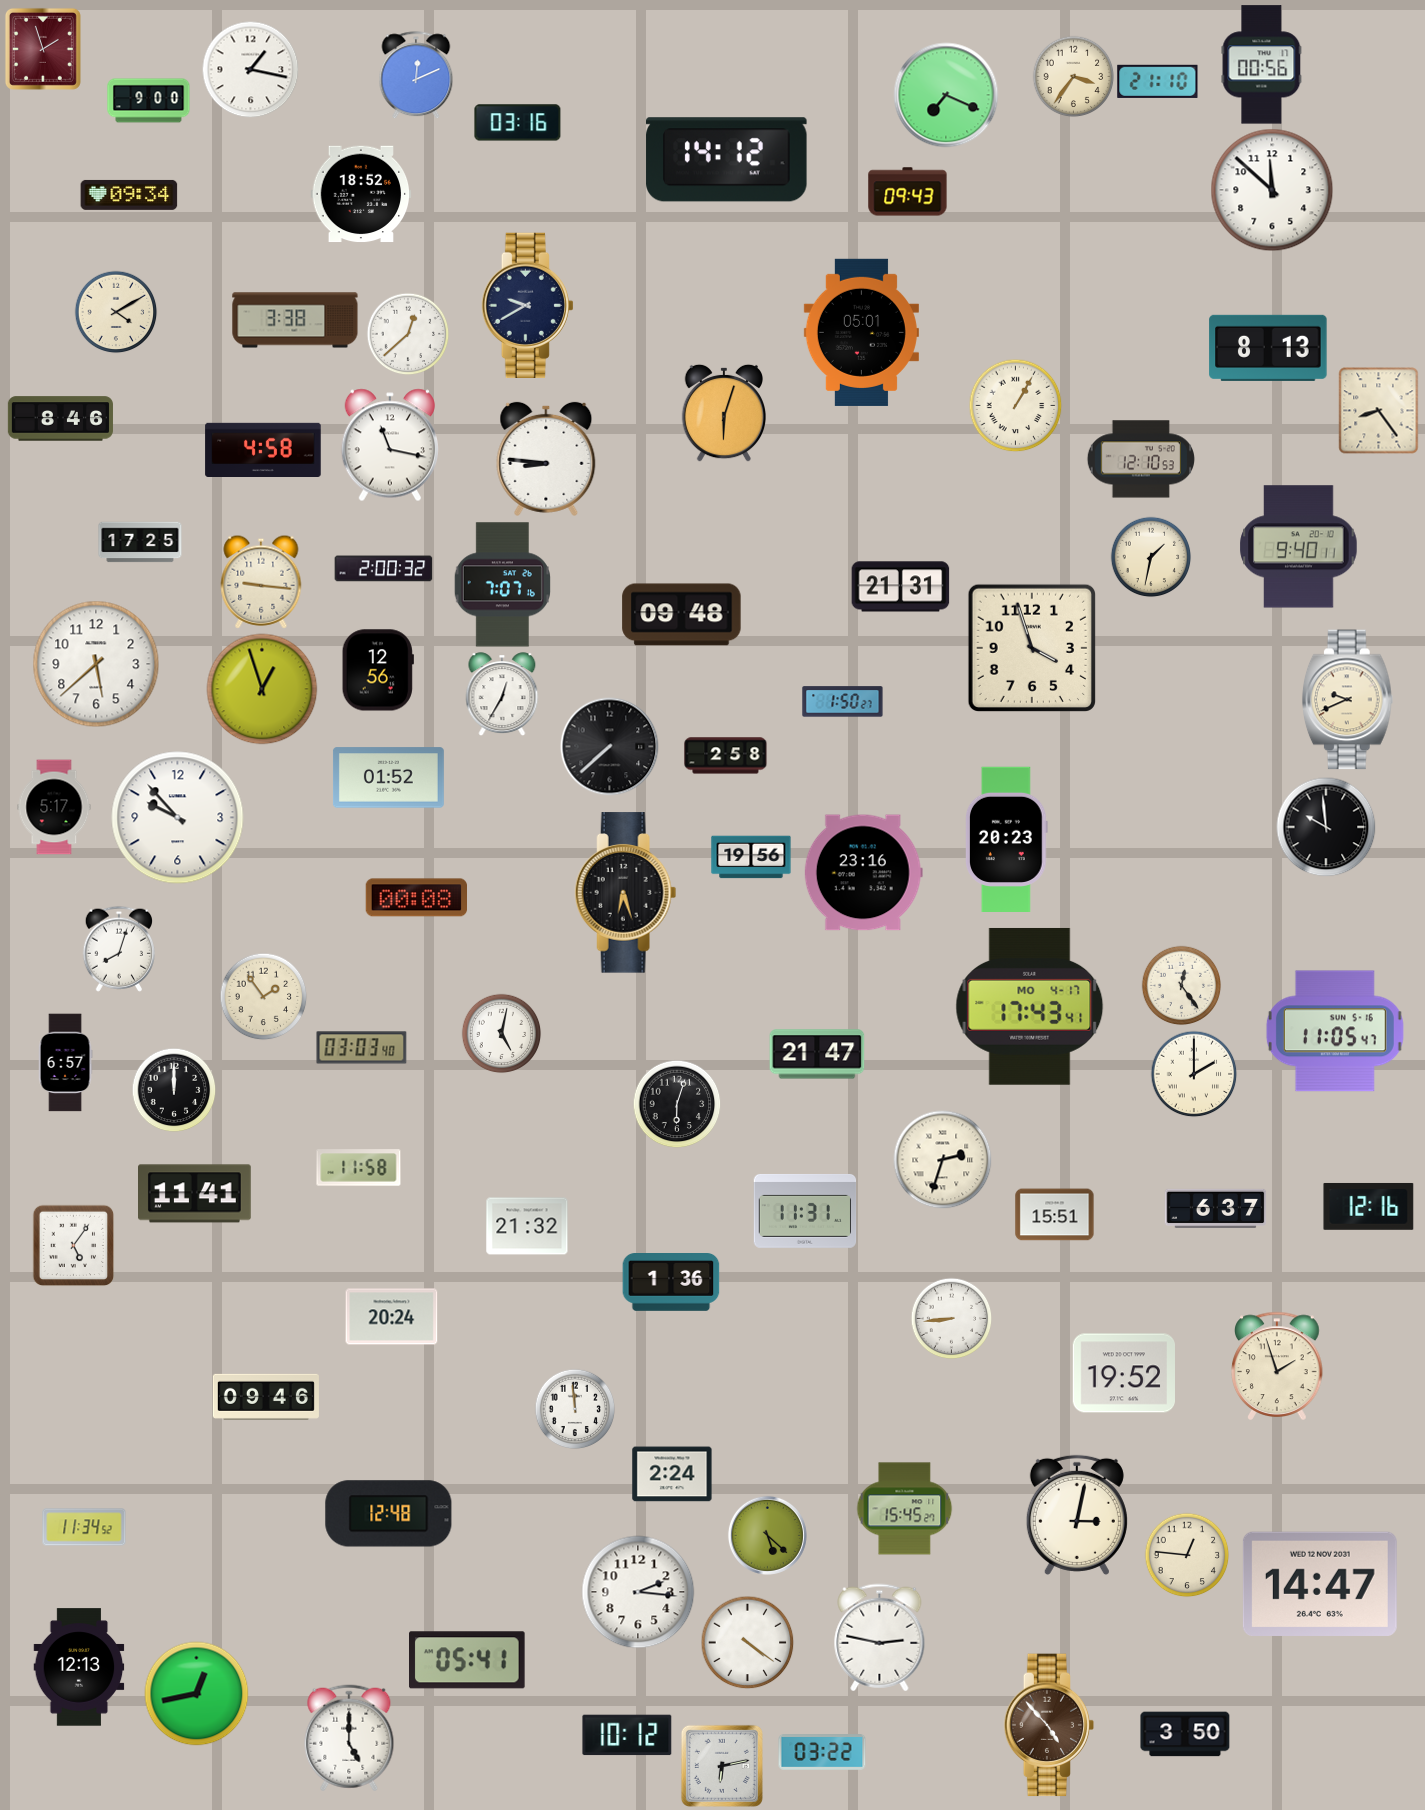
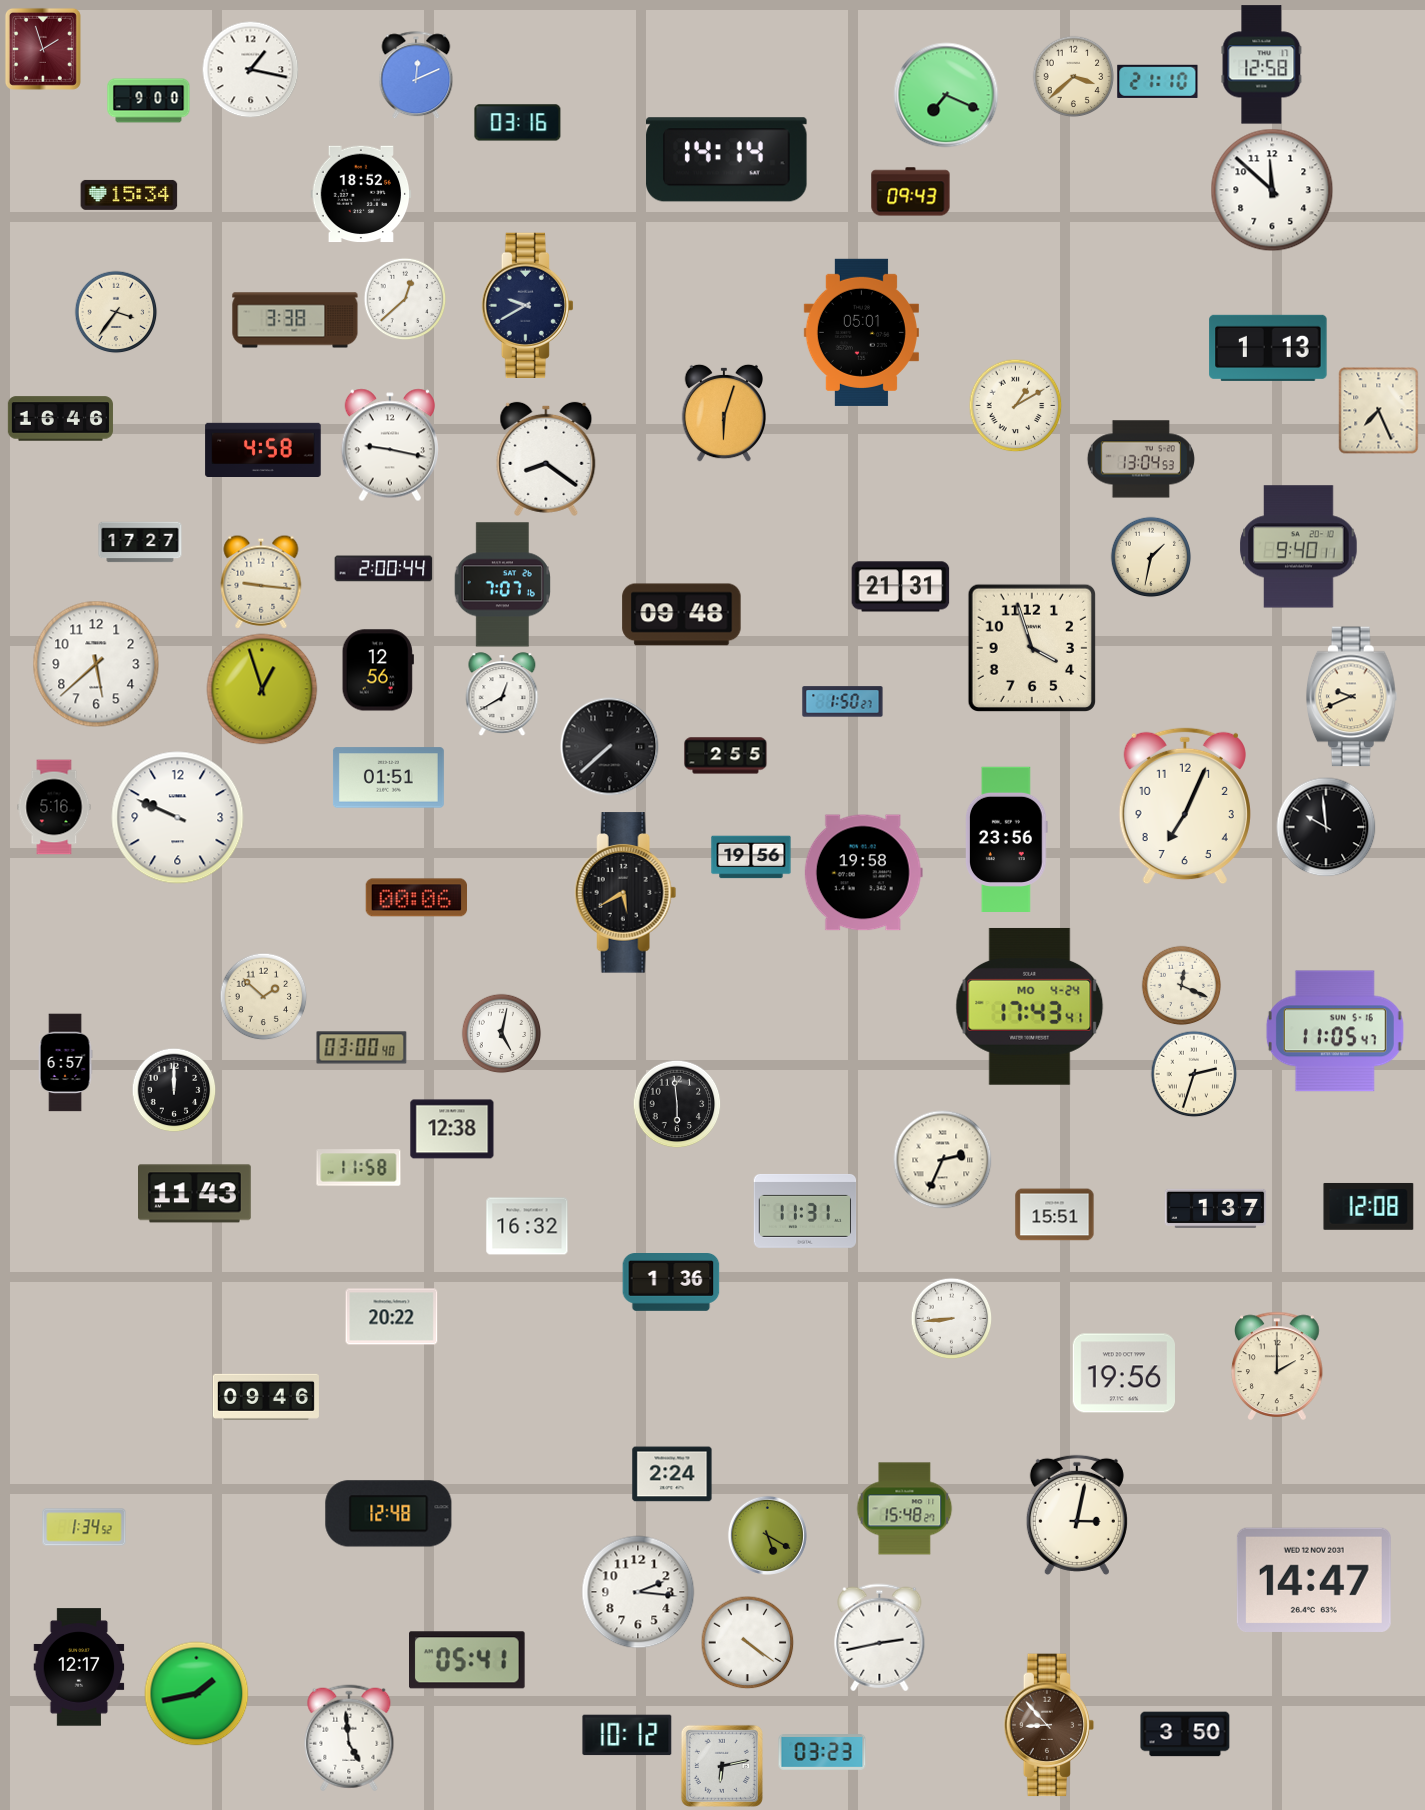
clock at (1262, 65): 00:56 -> 12:58
clock at (1073, 76): 3:36 -> 3:38
clock at (727, 160): 14:12 -> 14:14
clock at (908, 192) position: (908, 192) -> (911, 192)
clock at (129, 195): 09:34 -> 15:34
clock at (116, 312): 4:10 -> 3:36
clock at (408, 334) position: (408, 334) -> (405, 299)
clock at (1268, 348): 8:13 -> 1:13
clock at (1015, 405): 1:05 -> 1:10
clock at (1379, 411): 8:24 -> 7:26
clock at (60, 419): 8:46 -> 16:46
clock at (389, 445): 11:17 -> 9:17
clock at (546, 459): 8:46 -> 8:21
clock at (1141, 459): 12:10 -> 13:04
clock at (140, 542): 17:25 -> 17:27
clock at (384, 569): 2:00:32 -> 2:00:44
clock at (502, 694): 12:35 -> 12:40
clock at (1347, 700) position: (1347, 700) -> (1351, 697)
clock at (726, 756): 2:58 -> 2:55
clock at (388, 778): 01:52 -> 01:51
clock at (1185, 806): none -> 7:04
clock at (54, 807): 5:17 -> 5:16
clock at (178, 818): 9:53 -> 9:49
clock at (1007, 840): 20:23 -> 23:56
clock at (863, 873): 23:16 -> 19:58
clock at (626, 893): 6:27 -> 5:40
clock at (416, 898): 00:08 -> 00:06
clock at (118, 949): 8:03 -> none
clock at (1181, 985): 12:24 -> 12:19
clock at (263, 996): 1:54 -> 1:52
clock at (1030, 1006) date: MO 4-17 -> MO 4-24
clock at (362, 1048): 03:03 -> 03:00
clock at (817, 1054): 21:47 -> none
clock at (1194, 1074): 2:00 -> 2:33
clock at (677, 1104): 6:03 -> 5:59
clock at (452, 1129): none -> 12:38
clock at (943, 1160): 2:33 -> 2:34
clock at (195, 1194): 11:41 -> 11:43
clock at (1369, 1206): 12:16 -> 12:08
clock at (1216, 1208): 6:37 -> 1:37
clock at (527, 1226): 21:32 -> 16:32
clock at (73, 1245): 5:06 -> none
clock at (392, 1317): 20:24 -> 20:22
clock at (1277, 1365): 1:57 -> 2:00
clock at (1123, 1373): 19:52 -> 19:56
clock at (575, 1409): 11:59 -> none
clock at (905, 1509): 15:45 -> 15:48
clock at (84, 1527): 11:34 -> 1:34
clock at (767, 1535): 5:22 -> 5:20
clock at (1187, 1555): 12:46 -> none
clock at (1320, 1584) position: (1320, 1584) -> (1314, 1580)
clock at (880, 1638): 2:47 -> 2:43
clock at (79, 1667): 12:13 -> 12:17
clock at (197, 1694): 12:43 -> 1:43
clock at (1049, 1725): 4:53 -> 8:53
clock at (349, 1738): 5:00 -> 4:59
clock at (822, 1753): 03:22 -> 03:23
